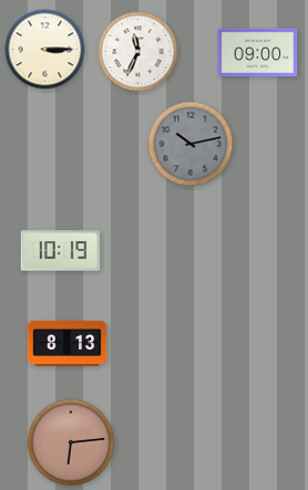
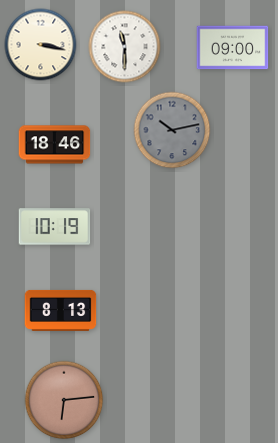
clock at (45, 50): 3:15 -> 3:17
clock at (138, 52): 11:34 -> 11:30
clock at (55, 145): none -> 18:46
